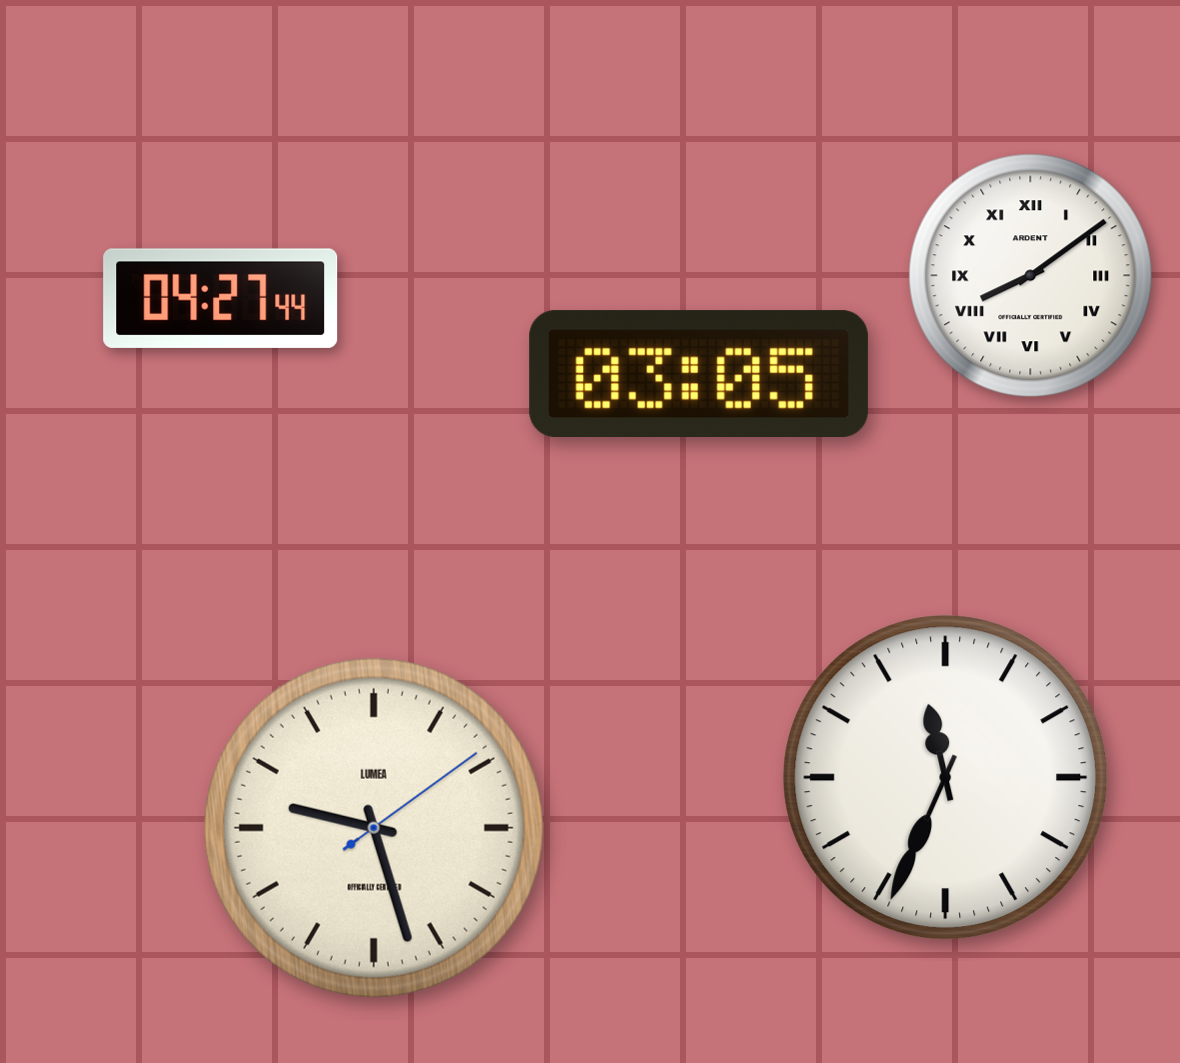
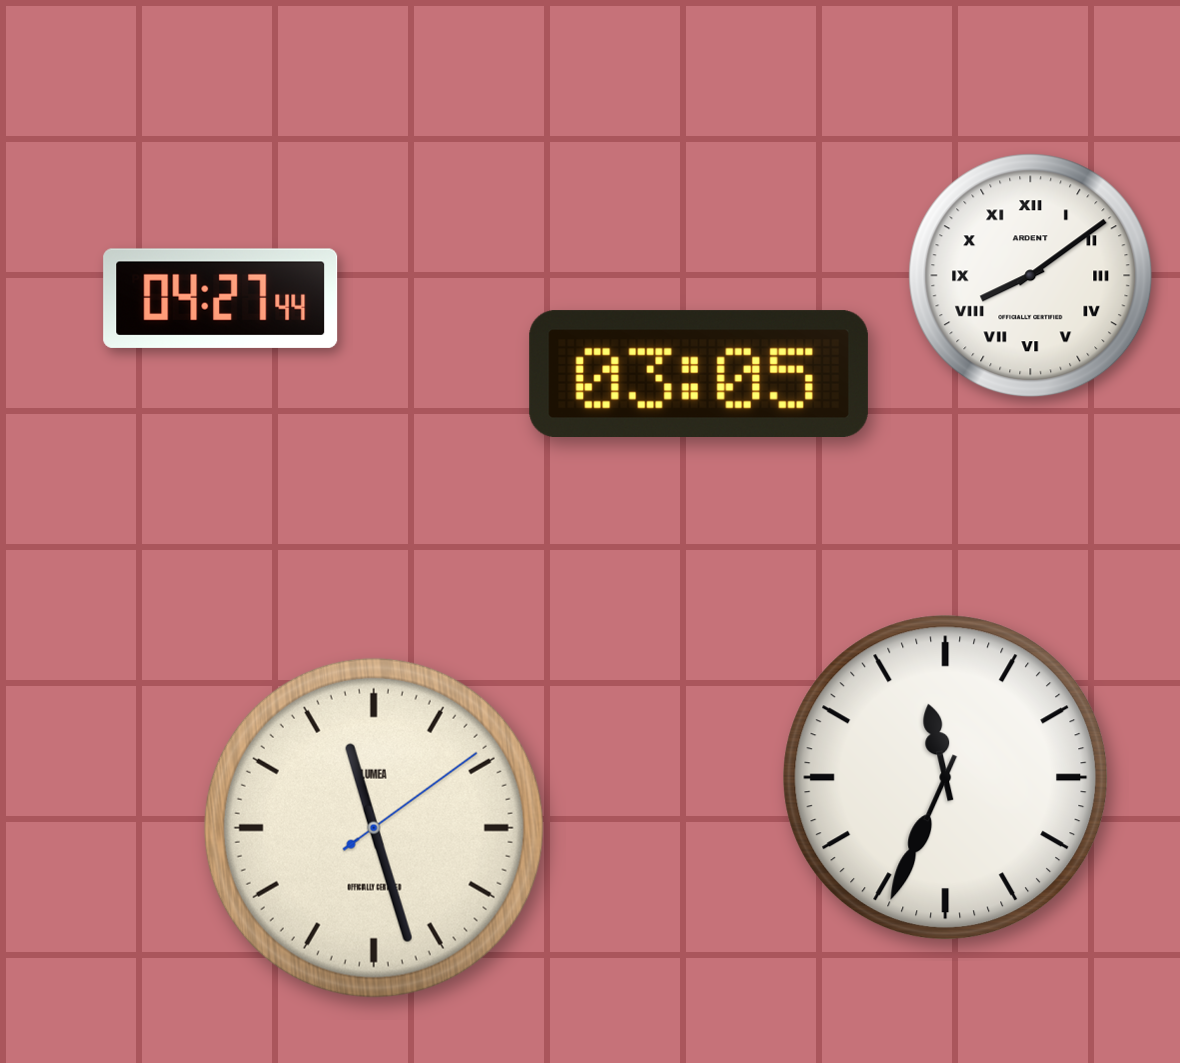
clock at (374, 828): 9:27 -> 11:27
